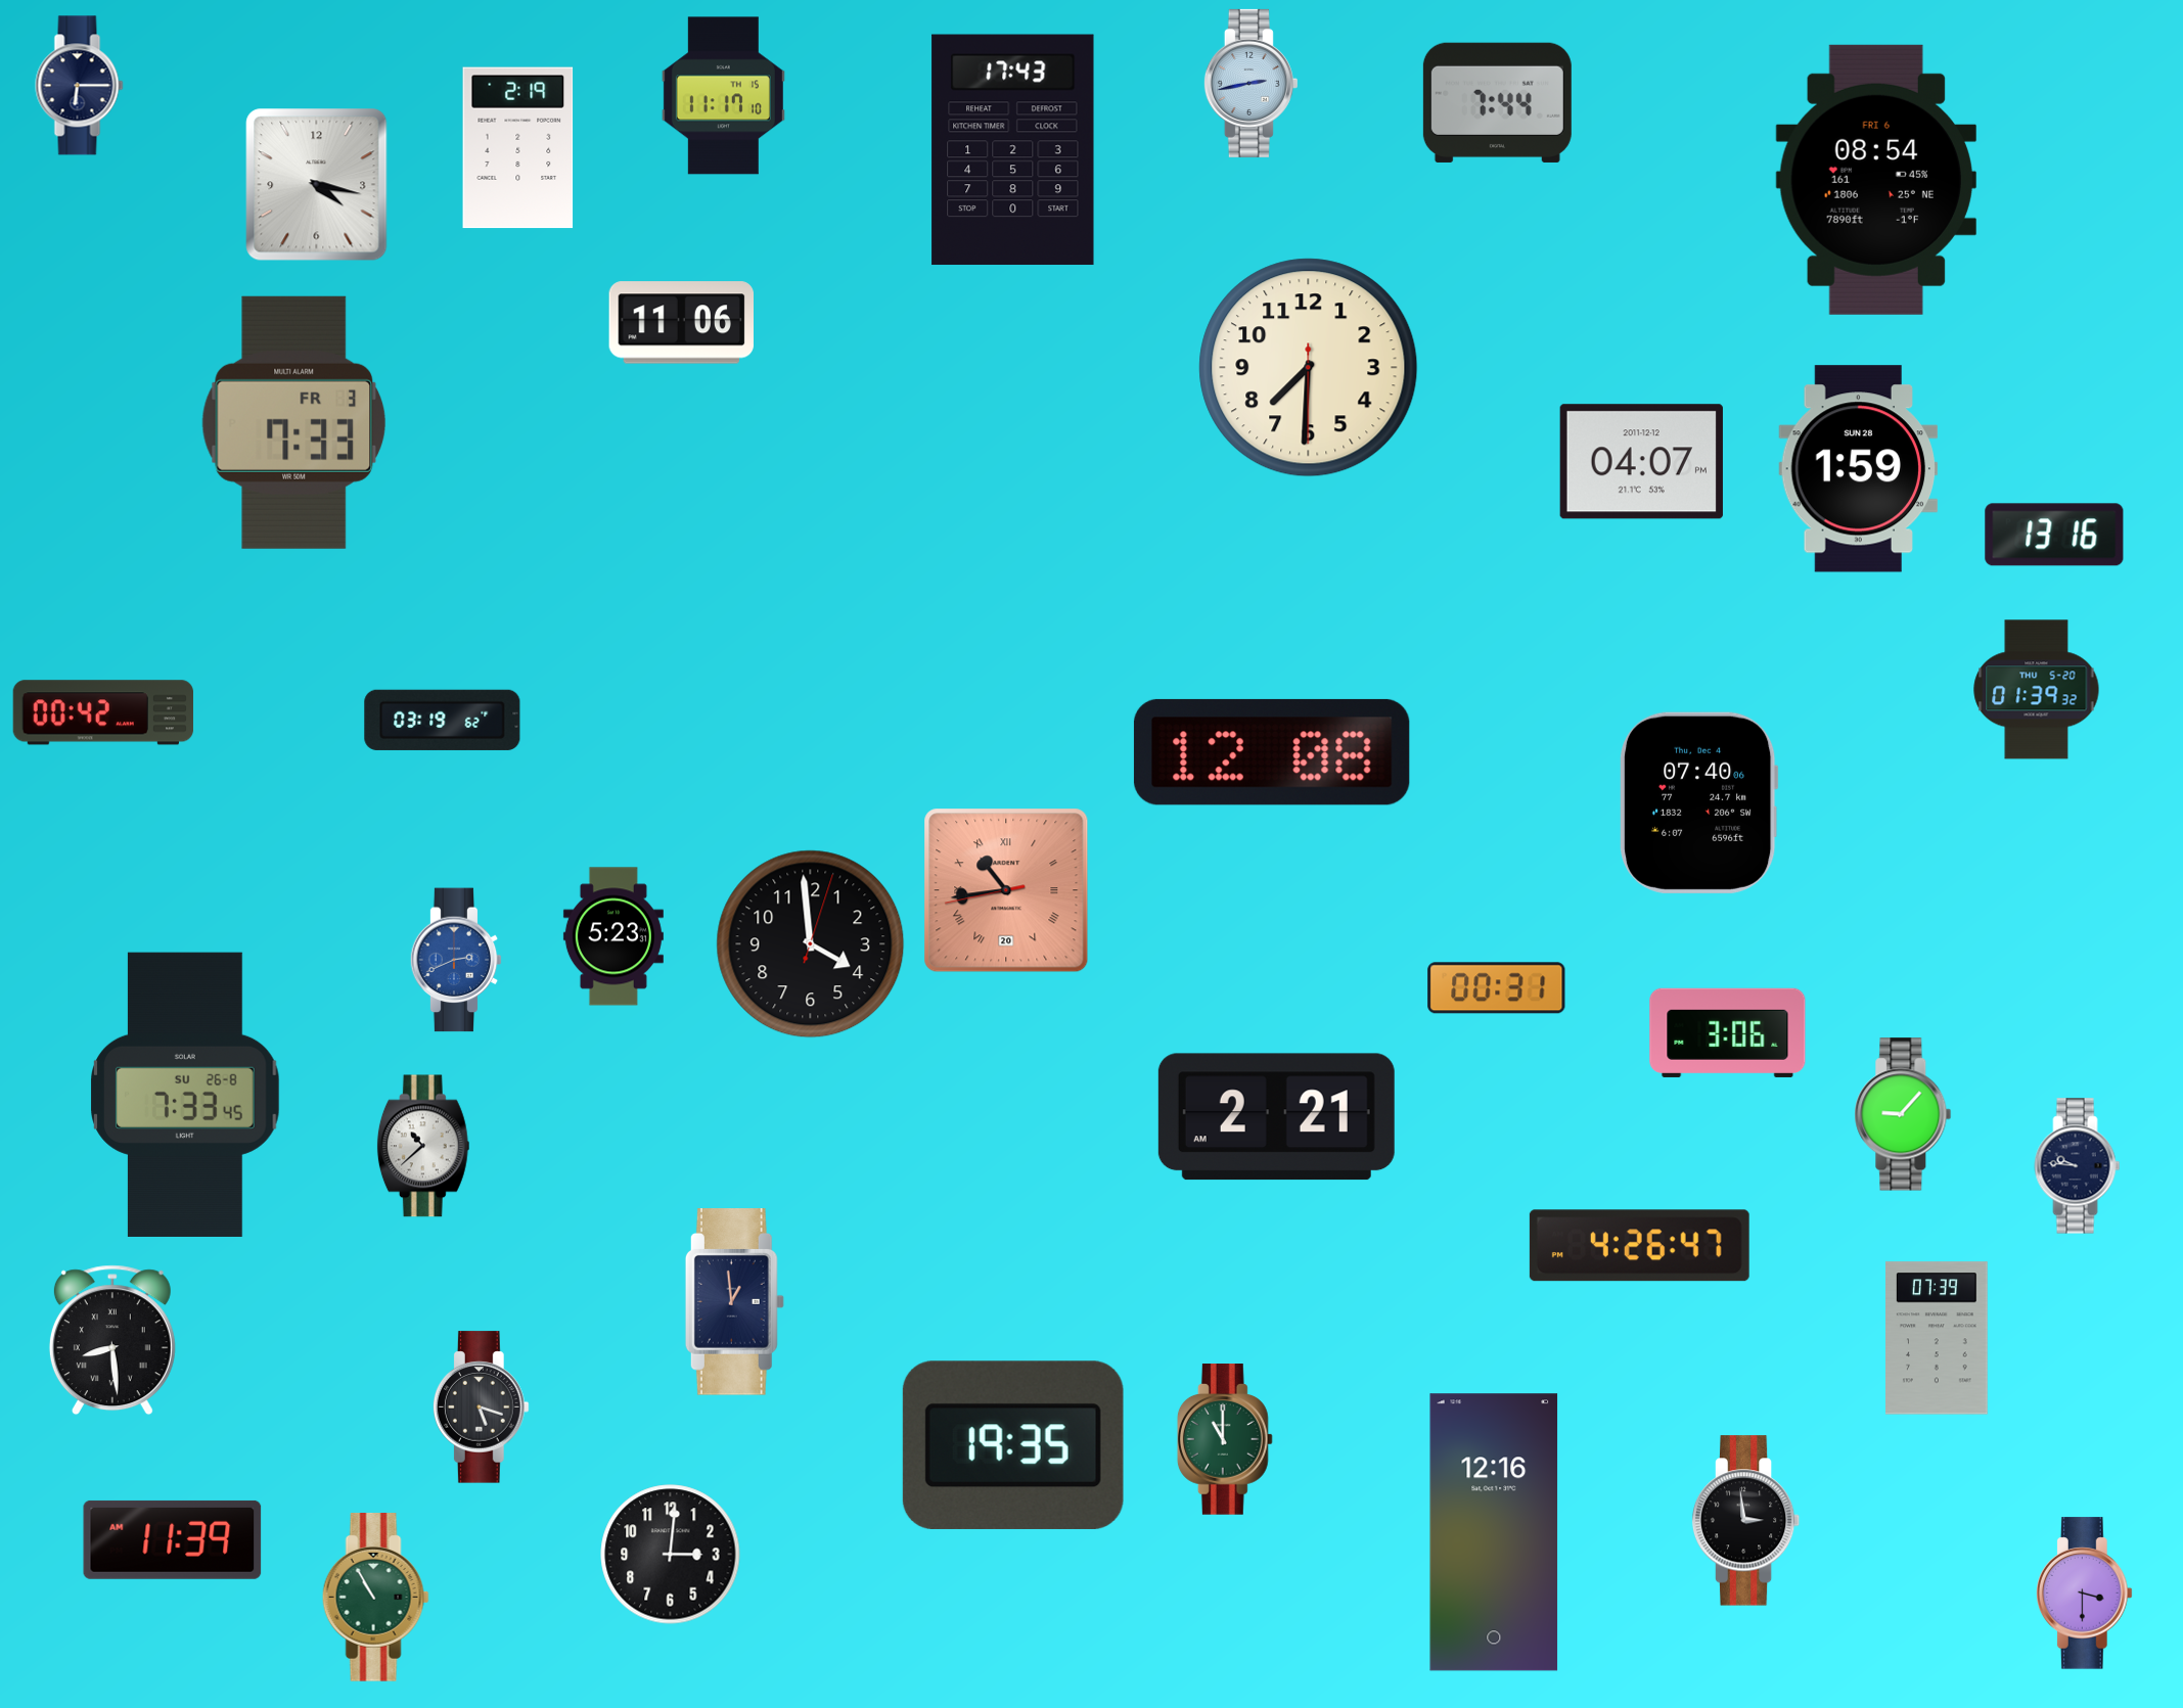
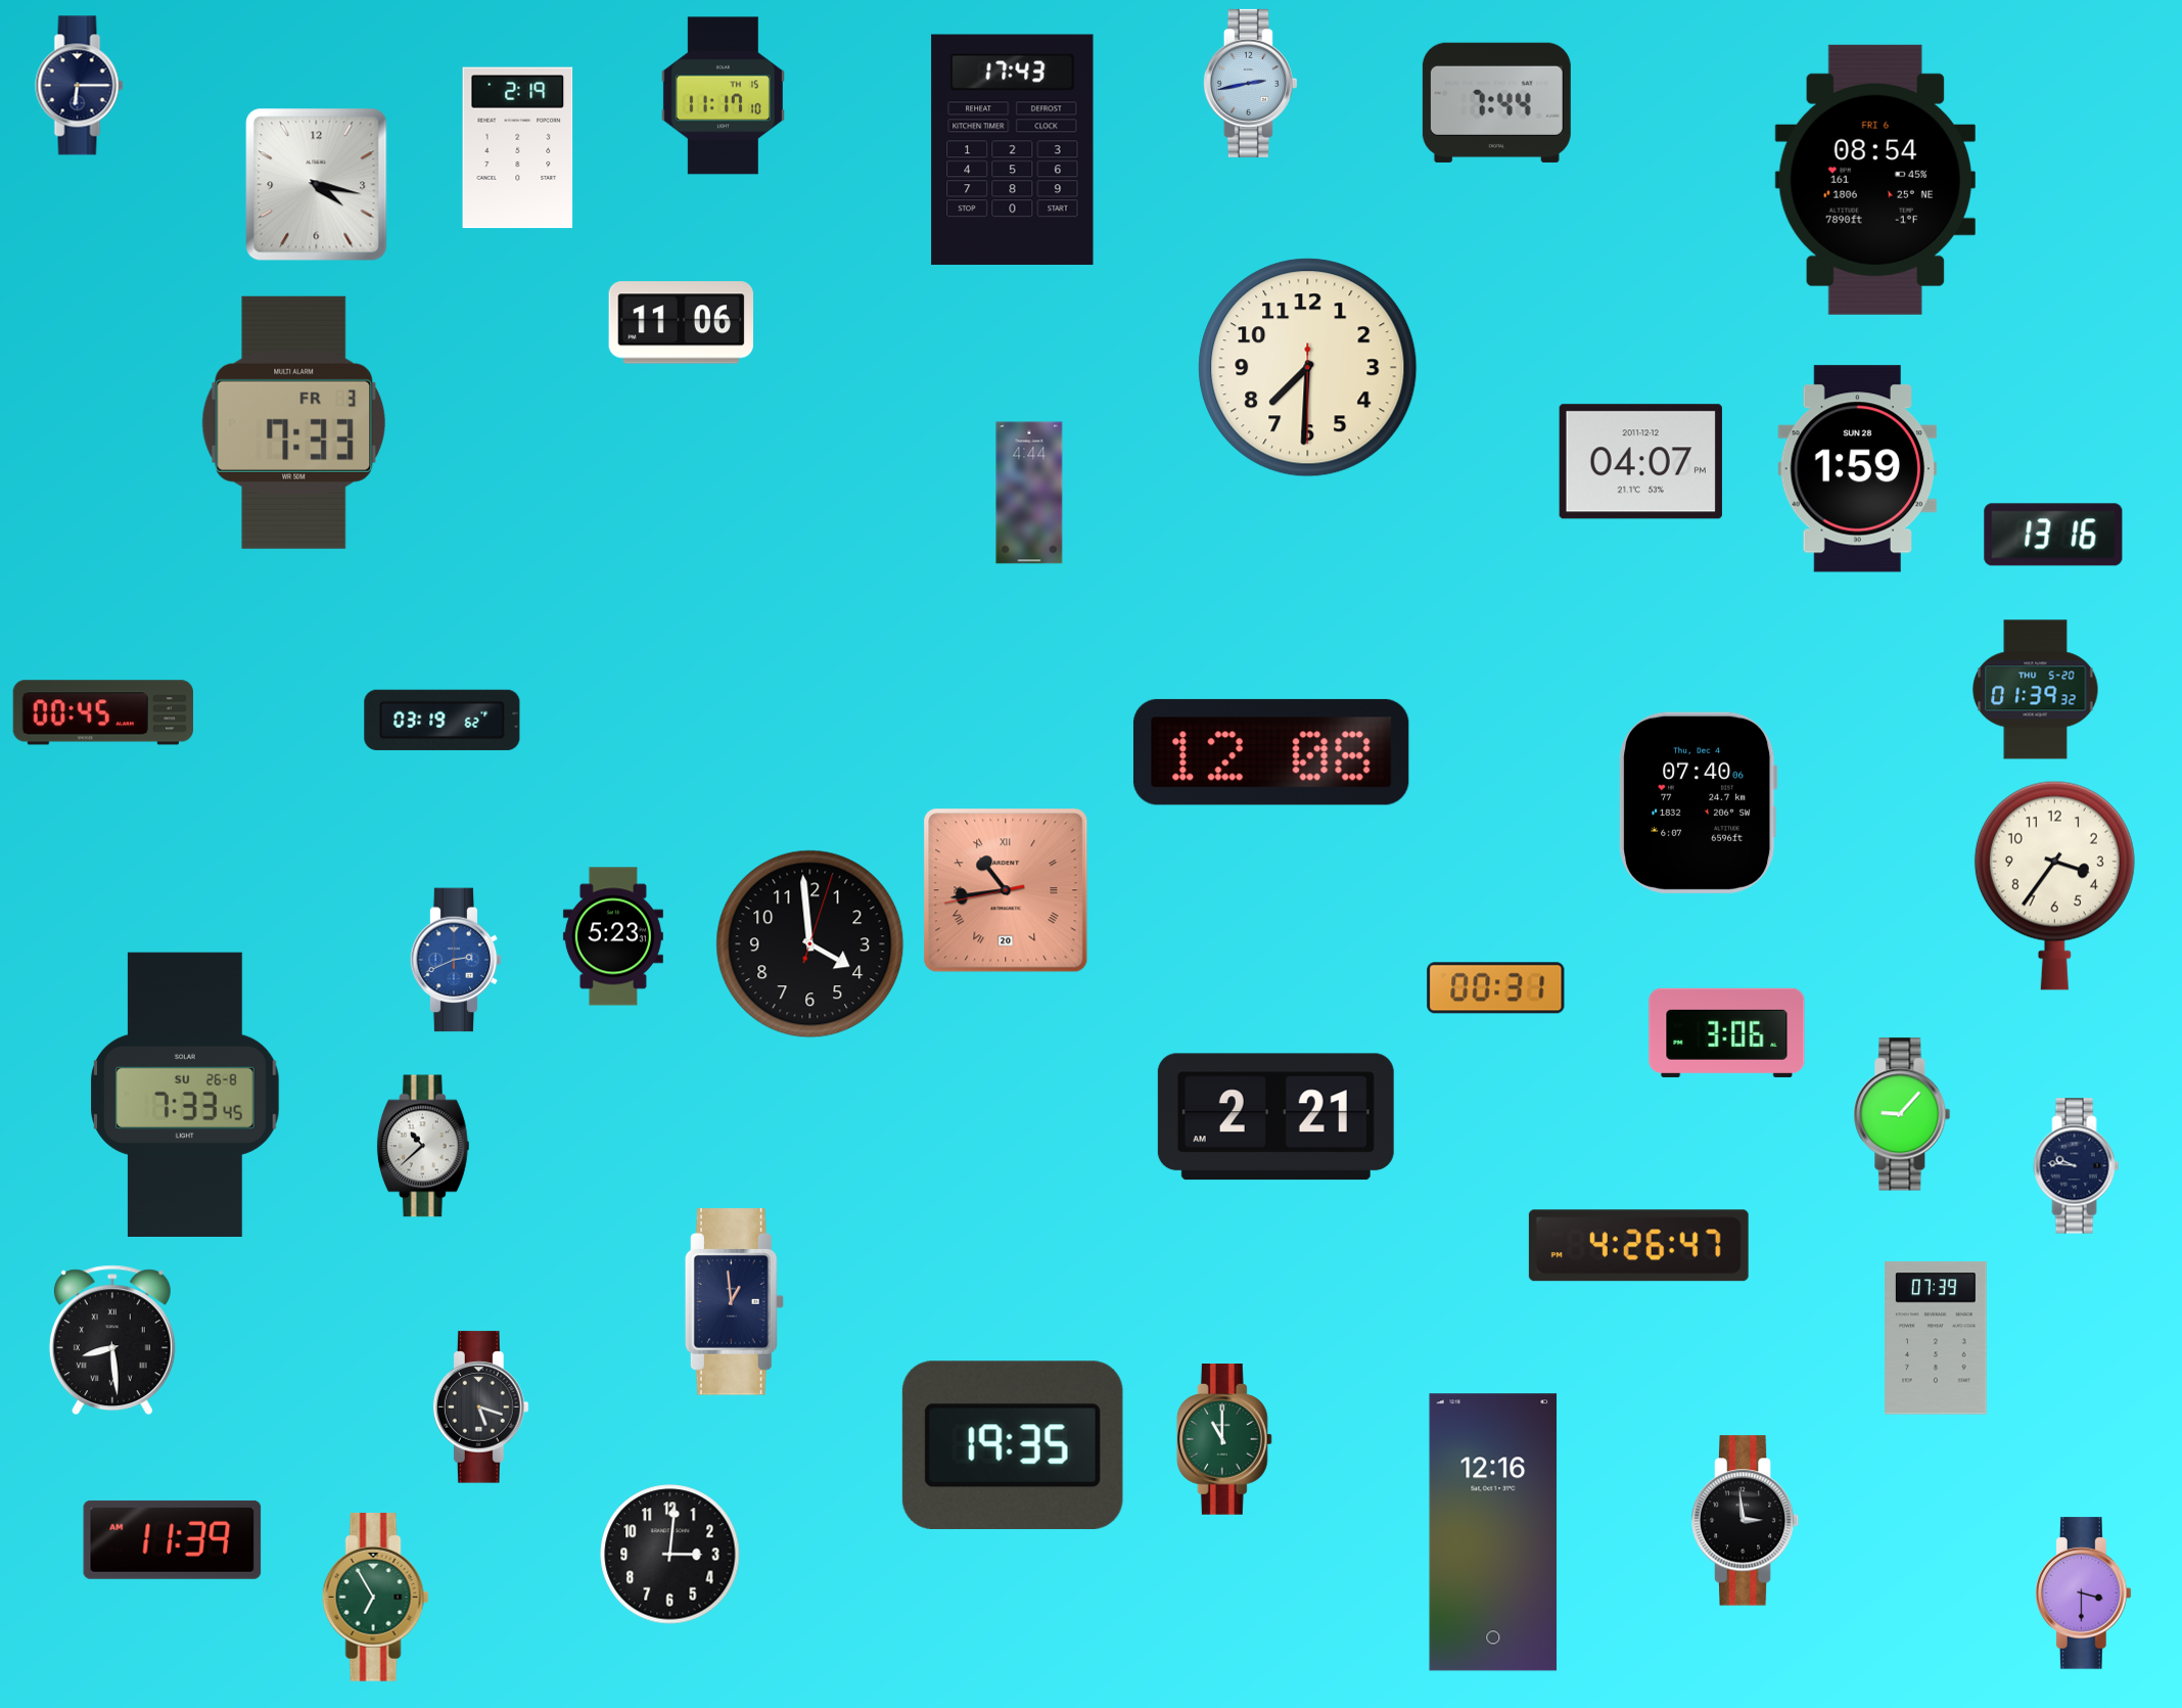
clock at (1029, 493): none -> 4:44
clock at (103, 712): 00:42 -> 00:45
clock at (2054, 885): none -> 3:36
clock at (375, 1598): 10:55 -> 6:55
